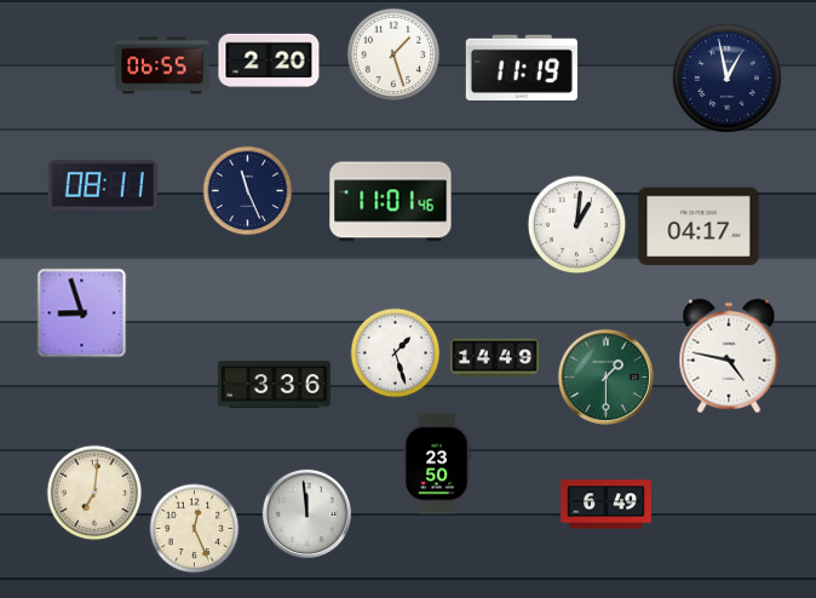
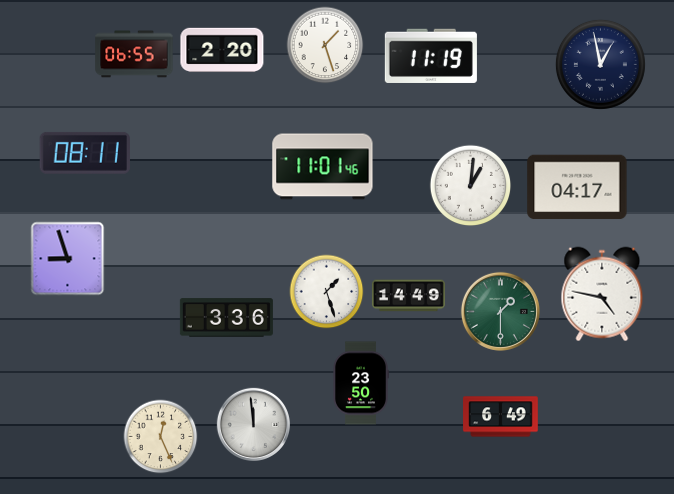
clock at (248, 191): 11:26 -> none
clock at (577, 225) position: (577, 225) -> (471, 186)
clock at (94, 493): 7:01 -> none
